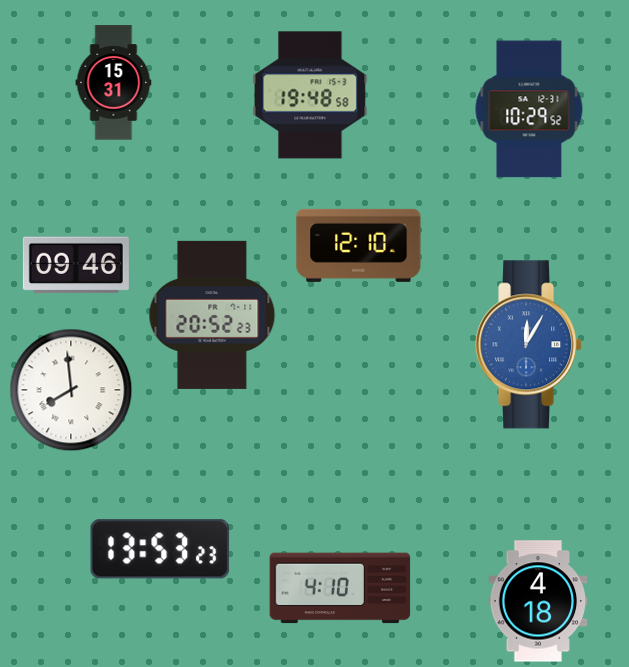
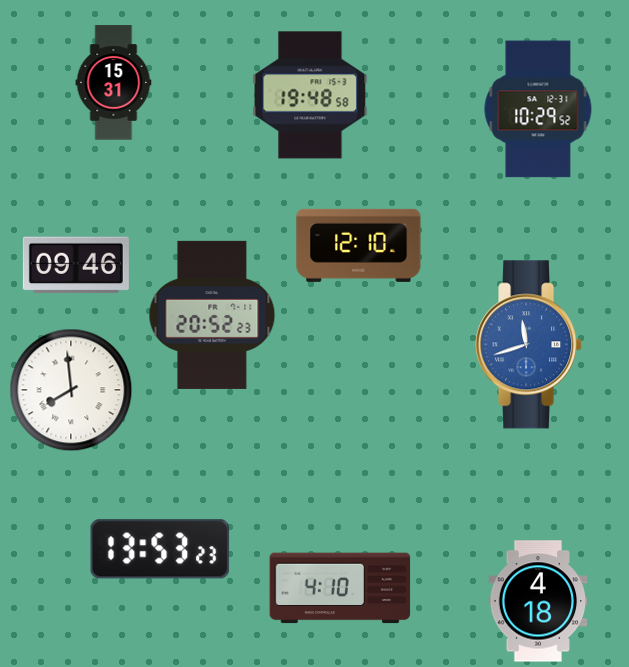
clock at (529, 109) position: (529, 109) -> (538, 109)
clock at (530, 345): 12:05 -> 11:42
